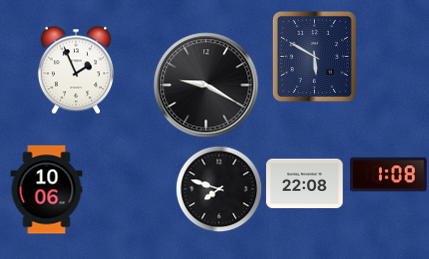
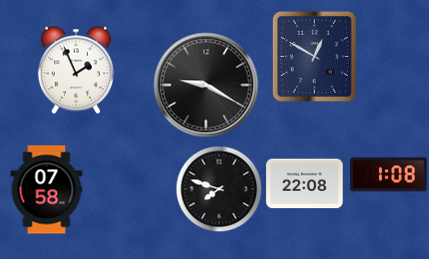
clock at (314, 56): 5:50 -> 12:50
clock at (47, 190): 10:06 -> 07:58
